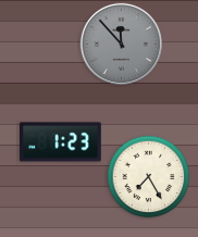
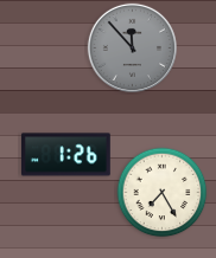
clock at (61, 142): 1:23 -> 1:26
